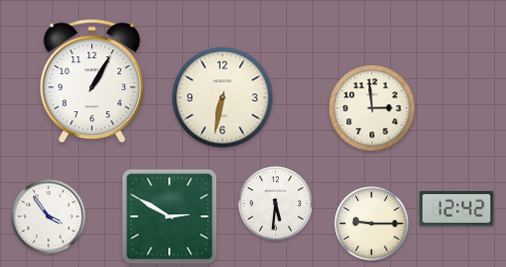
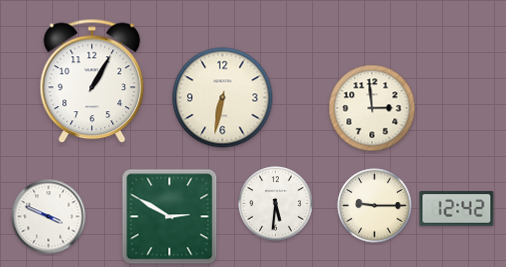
clock at (49, 217): 3:54 -> 3:49
clock at (372, 224) position: (372, 224) -> (375, 206)
